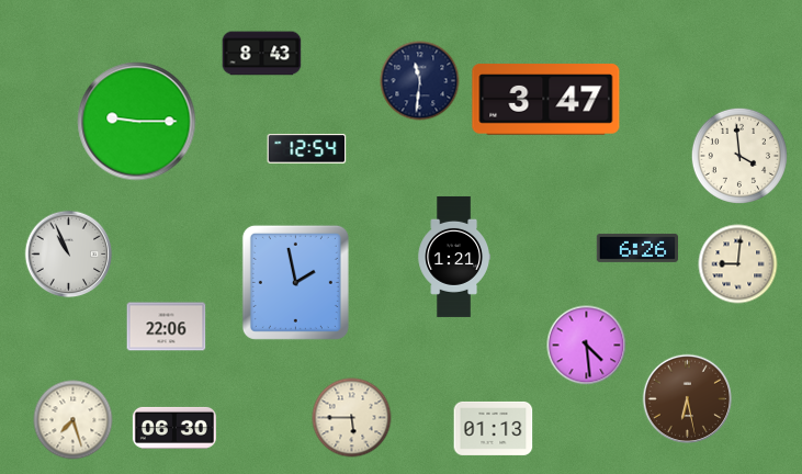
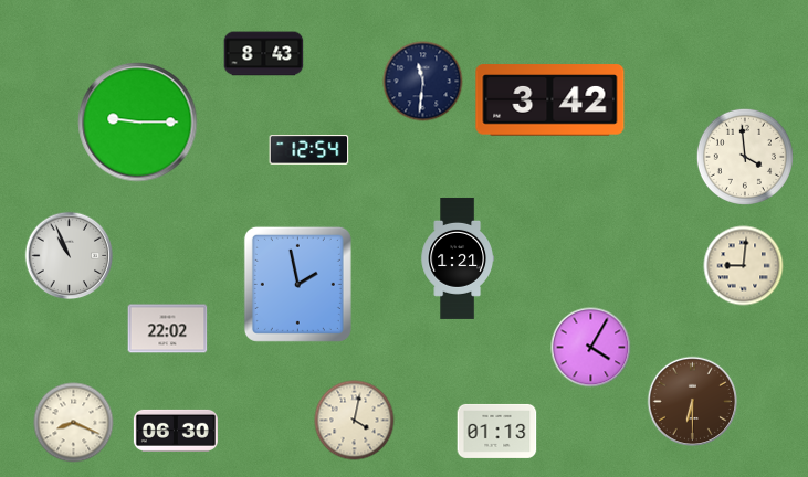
clock at (546, 100): 3:47 -> 3:42
clock at (636, 248): 6:26 -> none
clock at (167, 327): 22:06 -> 22:02
clock at (587, 346): 4:29 -> 4:05
clock at (688, 399): 6:28 -> 6:30
clock at (352, 418): 5:45 -> 4:02
clock at (74, 420): 7:27 -> 8:19
